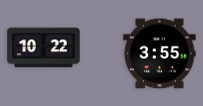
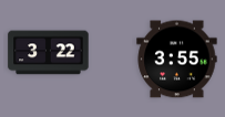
clock at (44, 48): 10:22 -> 3:22
